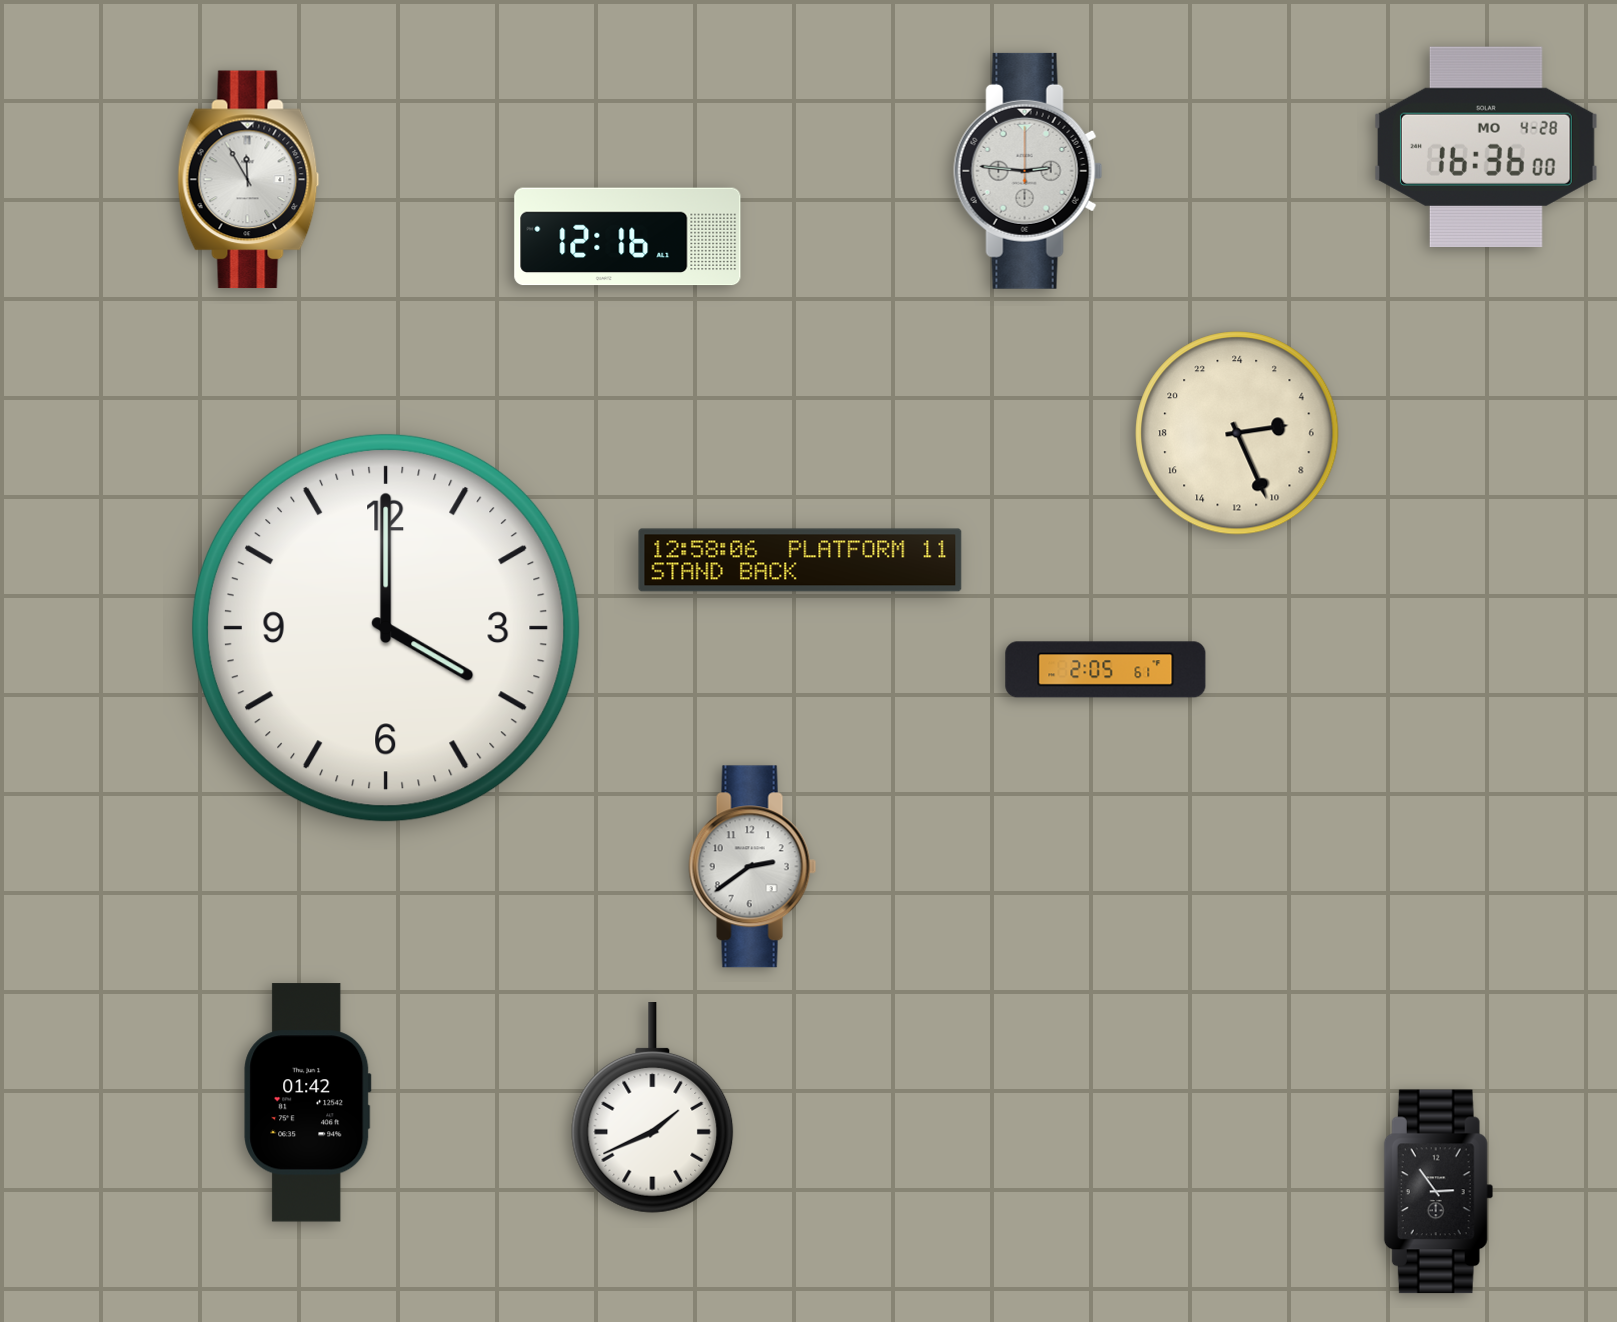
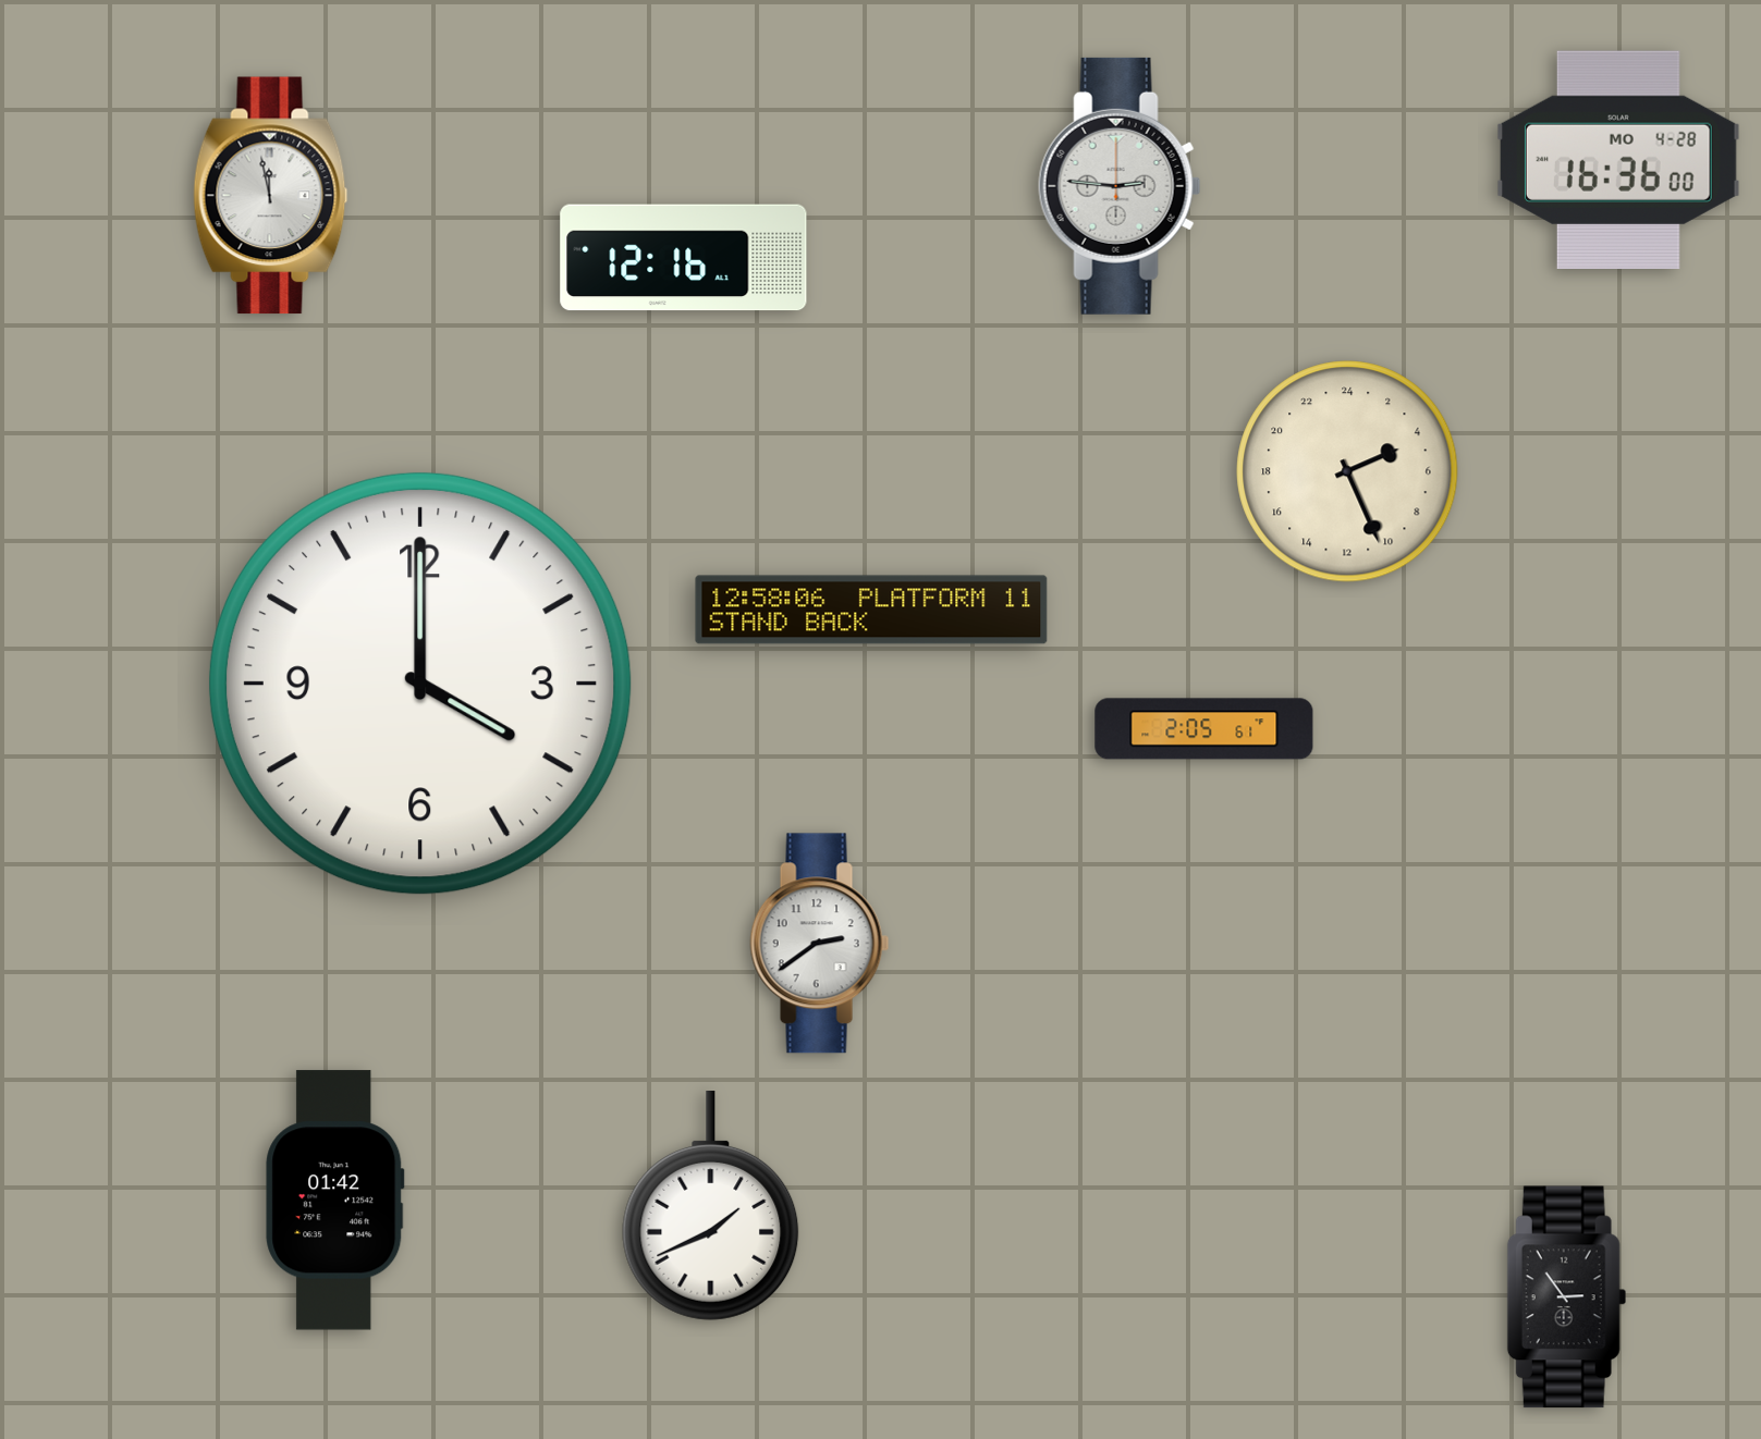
clock at (249, 180): 11:55 -> 11:58
clock at (1237, 433): 5:26 -> 4:26
